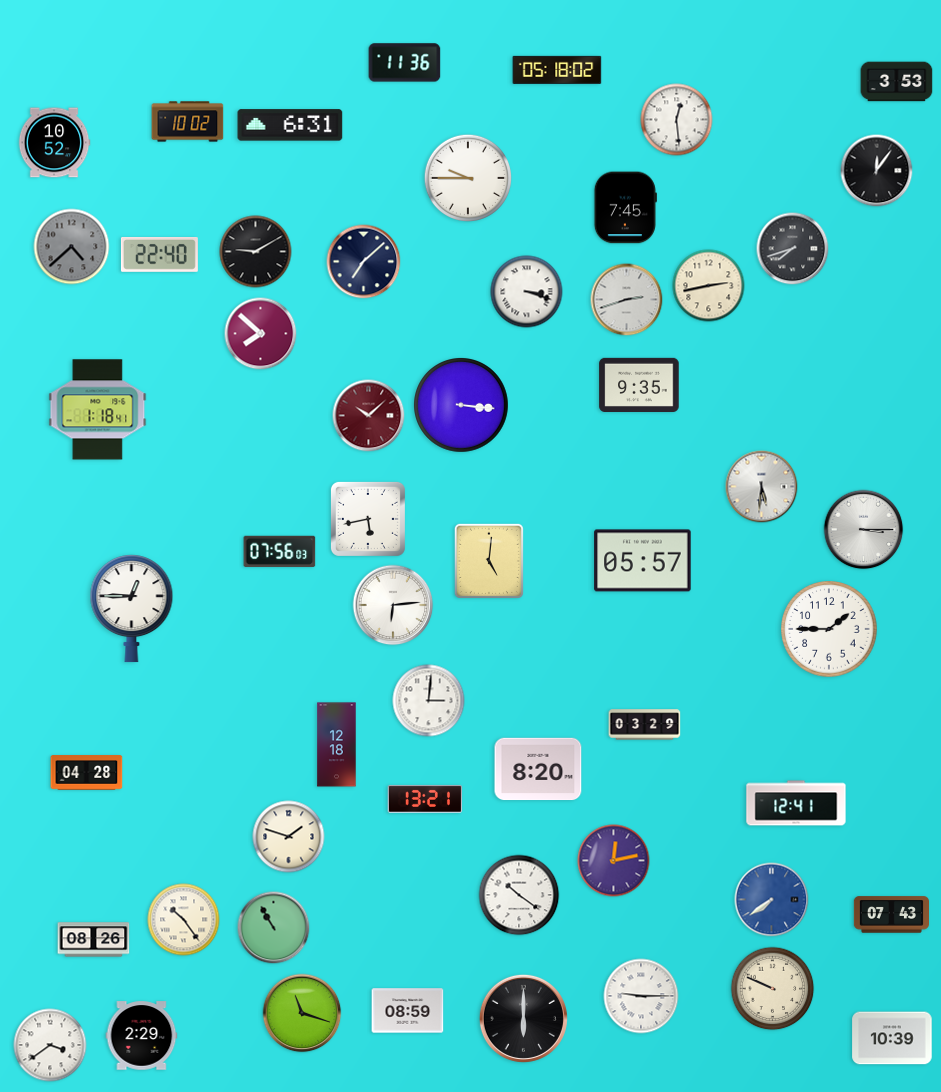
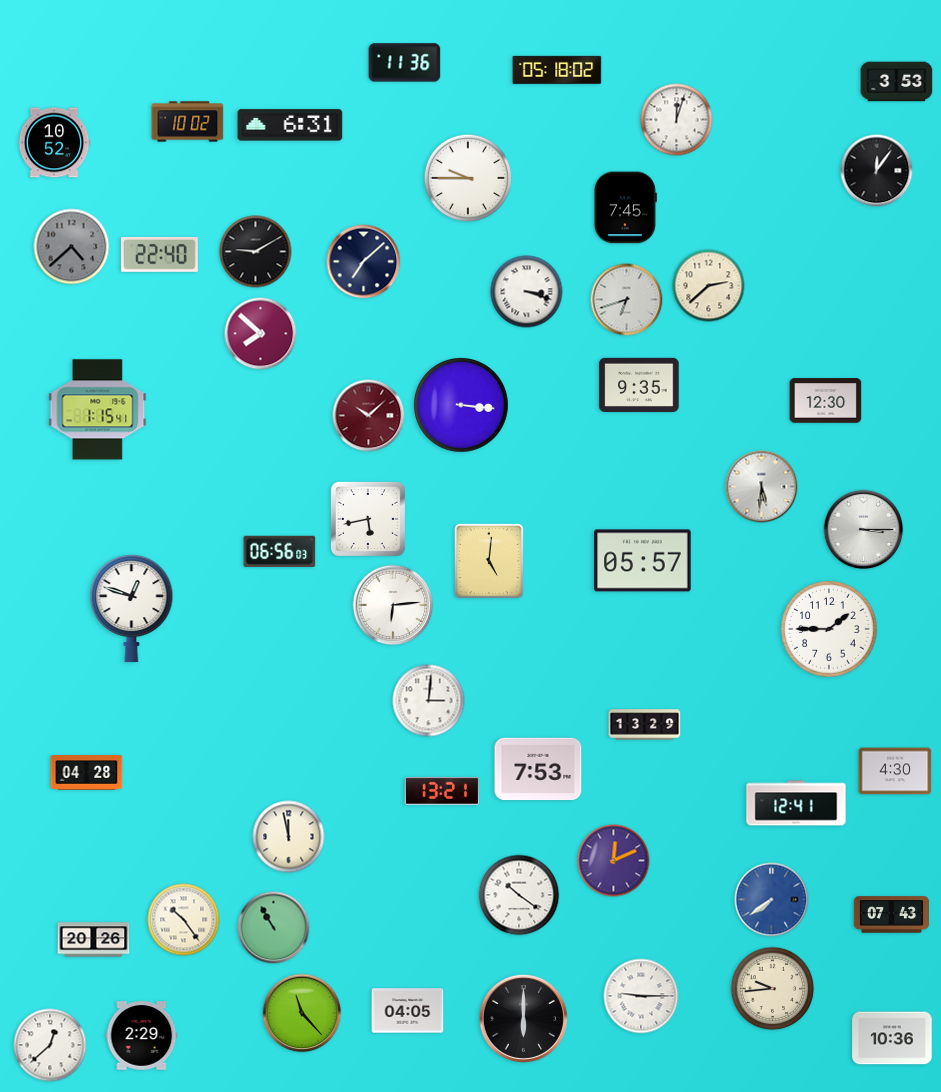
clock at (677, 120): 12:29 -> 12:03
clock at (793, 249): 7:42 -> none
clock at (709, 286): 2:43 -> 2:38
clock at (627, 300): 2:42 -> 6:42
clock at (826, 401): none -> 12:30
clock at (98, 410): 1:18 -> 1:15
clock at (280, 551): 07:56 -> 06:56
clock at (132, 609): 12:45 -> 12:48
clock at (645, 725): 03:29 -> 13:29
clock at (337, 745): 12:18 -> none
clock at (538, 769): 8:20 -> 7:53
clock at (895, 771): none -> 4:30
clock at (425, 799) position: (425, 799) -> (442, 791)
clock at (289, 837): 1:48 -> 11:58
clock at (614, 861): 12:13 -> 12:11
clock at (94, 940): 08:26 -> 20:26
clock at (773, 989): 9:49 -> 9:44
clock at (408, 1011): 08:59 -> 04:05
clock at (302, 1013): 11:18 -> 11:23
clock at (892, 1038): 10:39 -> 10:36
clock at (50, 1045): 3:39 -> 12:38
